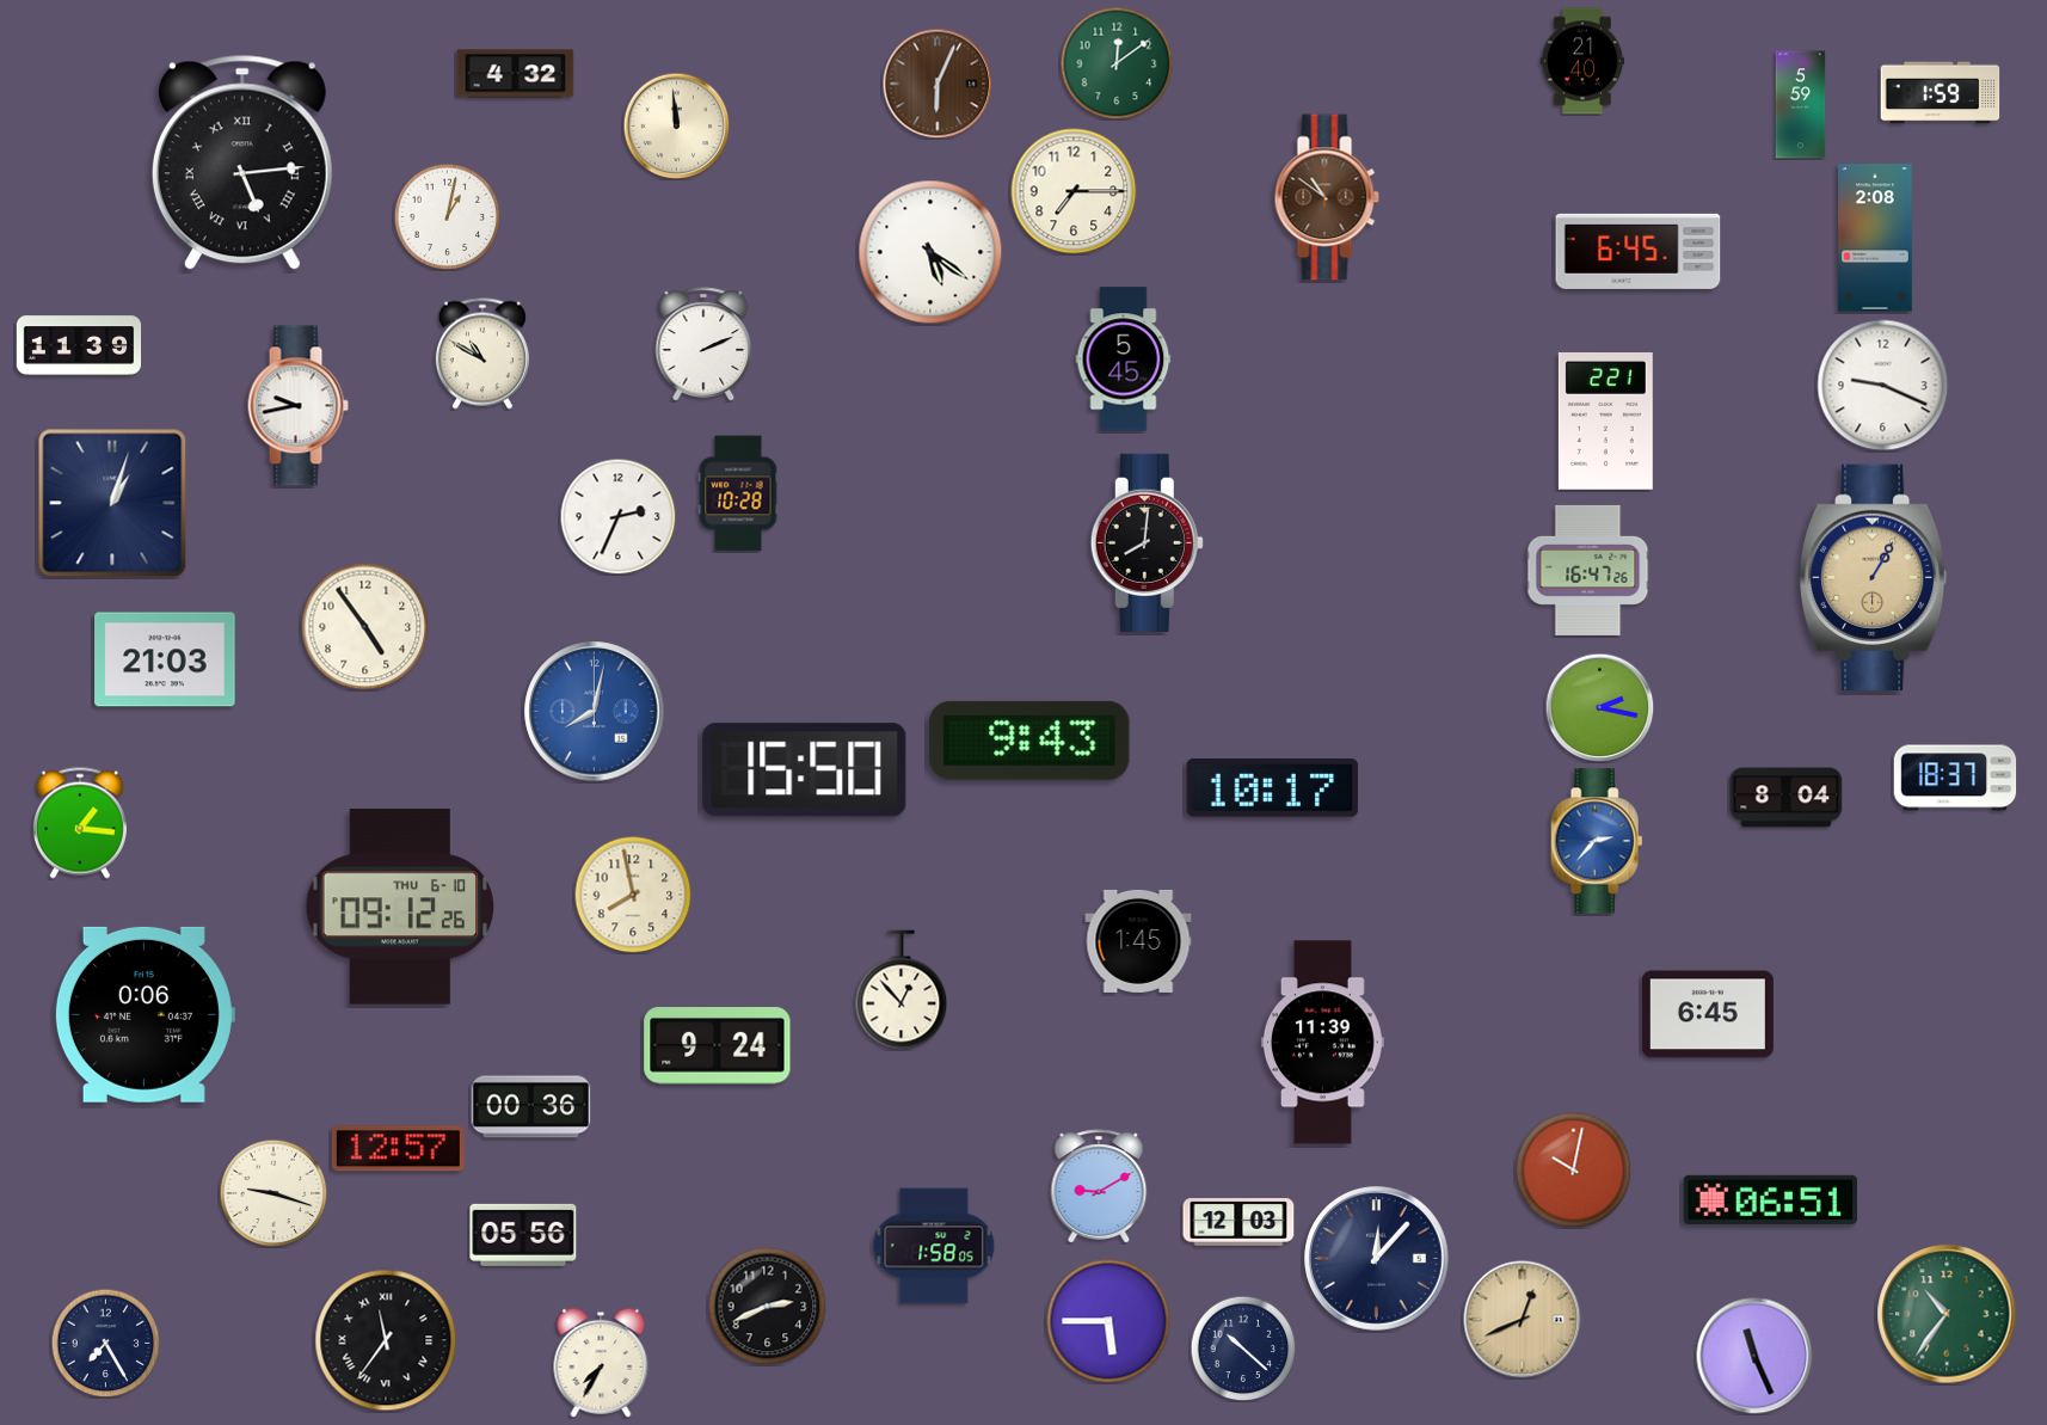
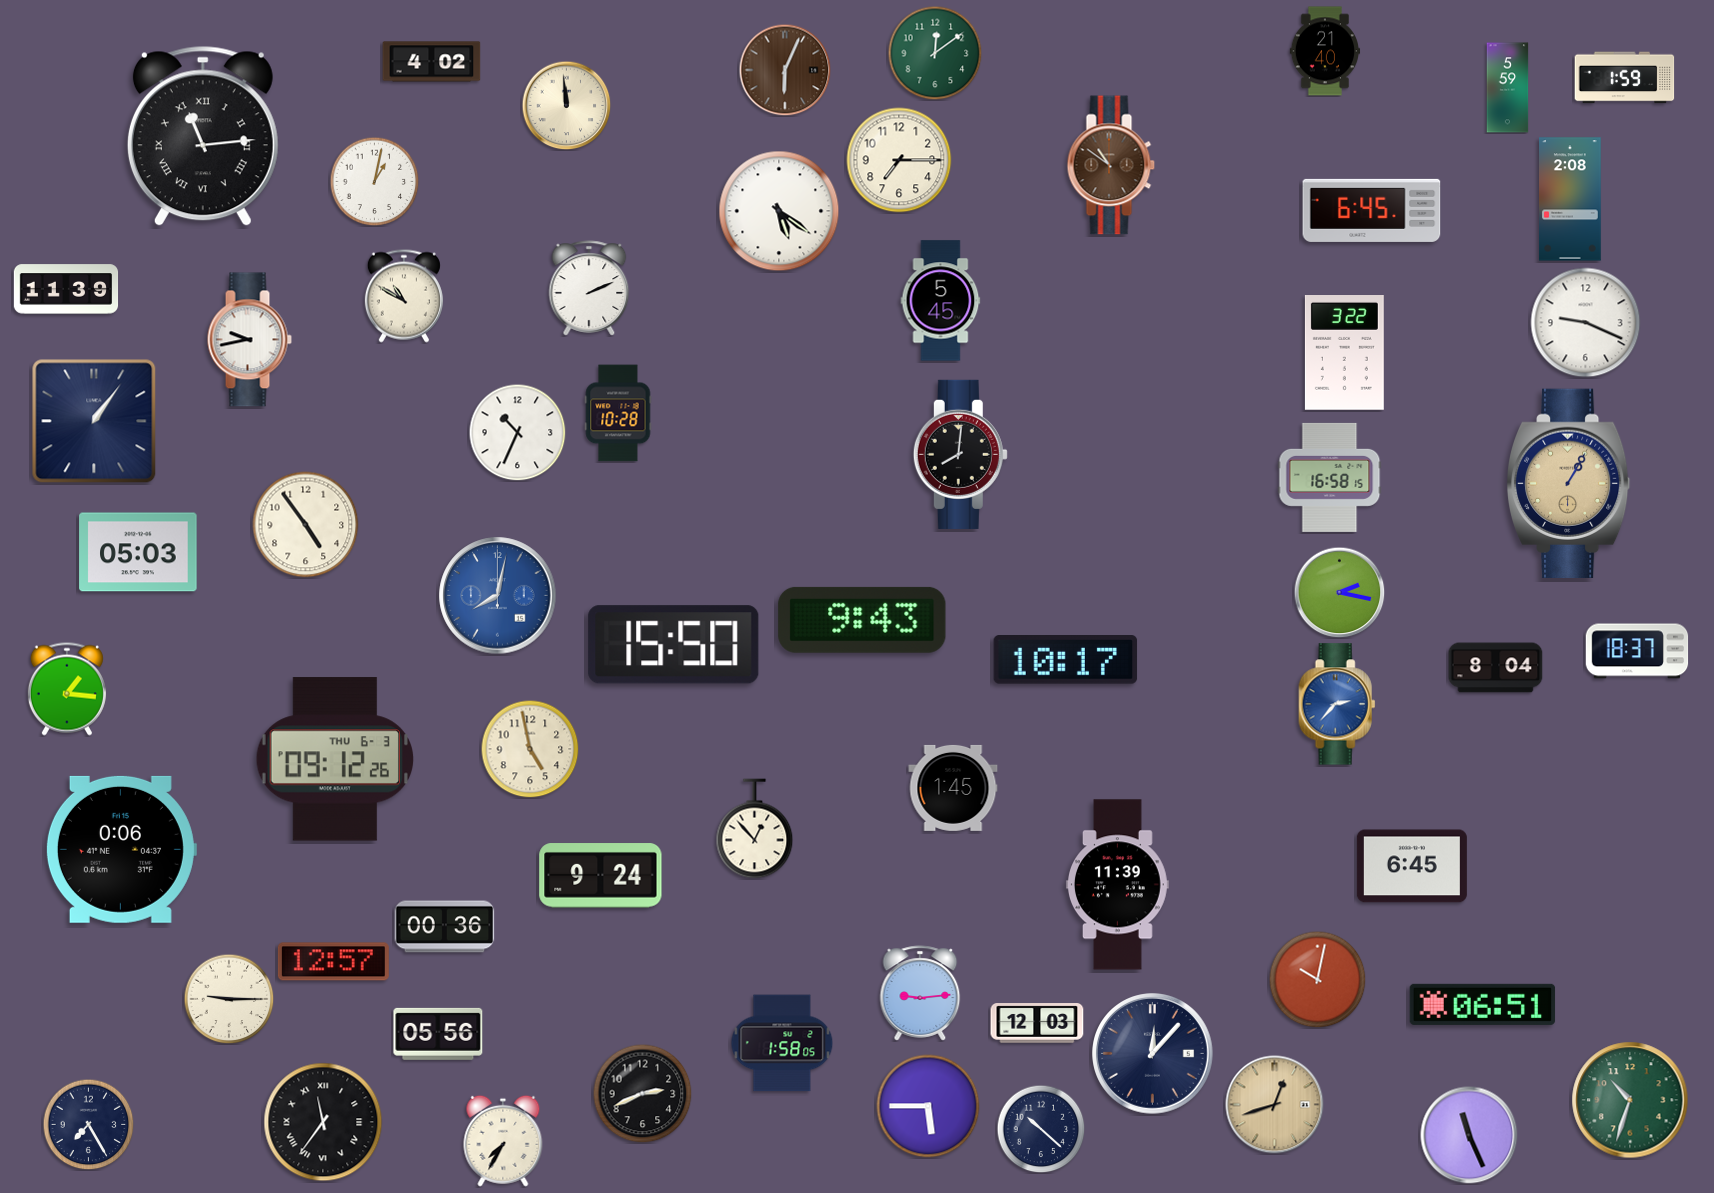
clock at (516, 74): 4:32 -> 4:02
clock at (242, 162): 5:14 -> 11:14
clock at (1883, 386) position: (1883, 386) -> (1586, 323)
clock at (1605, 422): 2:21 -> 3:22
clock at (112, 503): 1:03 -> 1:06
clock at (617, 516): 2:34 -> 10:34
clock at (1588, 570): 16:47 -> 16:58
clock at (165, 659): 21:03 -> 05:03
clock at (633, 895): 7:58 -> 4:58
clock at (399, 907) date: THU 6-10 -> THU 6-3
clock at (1708, 1014) position: (1708, 1014) -> (1412, 866)
clock at (1322, 1043) position: (1322, 1043) -> (1117, 885)
clock at (1099, 1186): 9:10 -> 9:14
clock at (273, 1193): 9:18 -> 9:15
clock at (1947, 1314): 10:36 -> 10:33
clock at (1523, 1320): 12:41 -> 12:42
